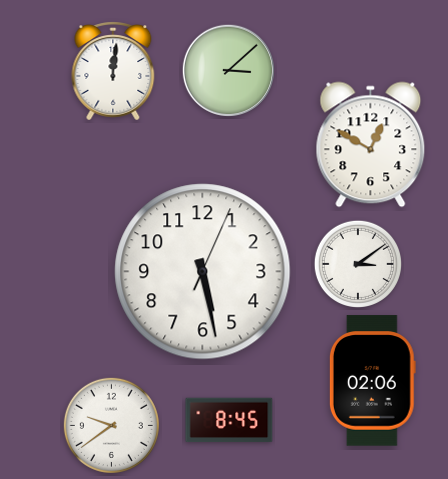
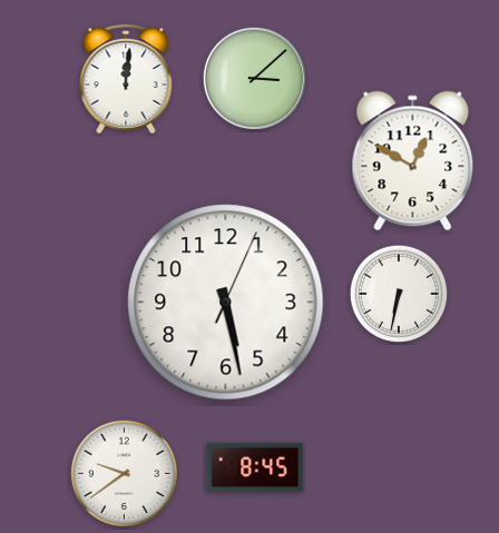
clock at (357, 263): 3:09 -> 6:32
clock at (372, 381): 02:06 -> none
